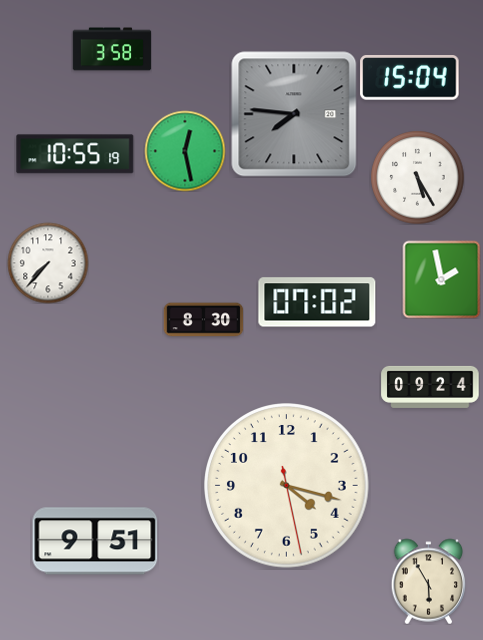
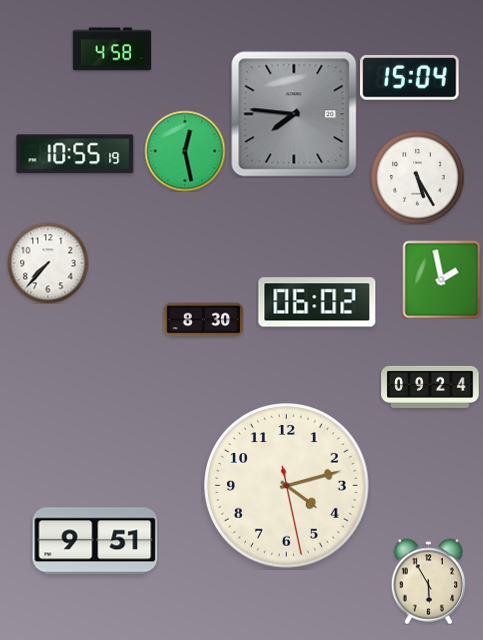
clock at (112, 49): 3:58 -> 4:58
clock at (317, 302): 07:02 -> 06:02
clock at (287, 486): 4:17 -> 4:12
